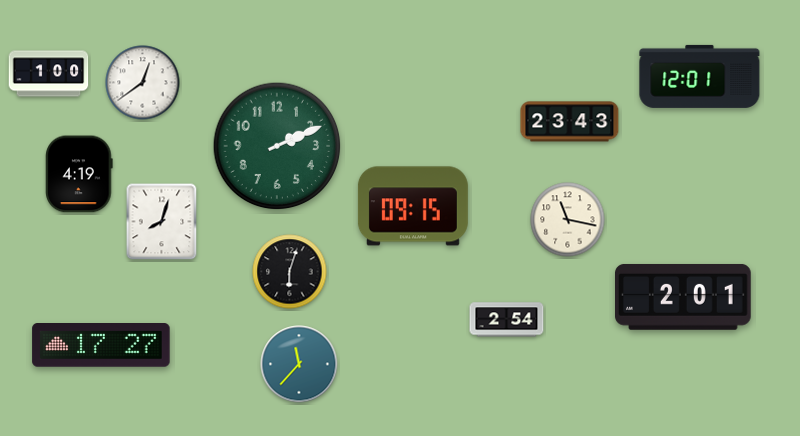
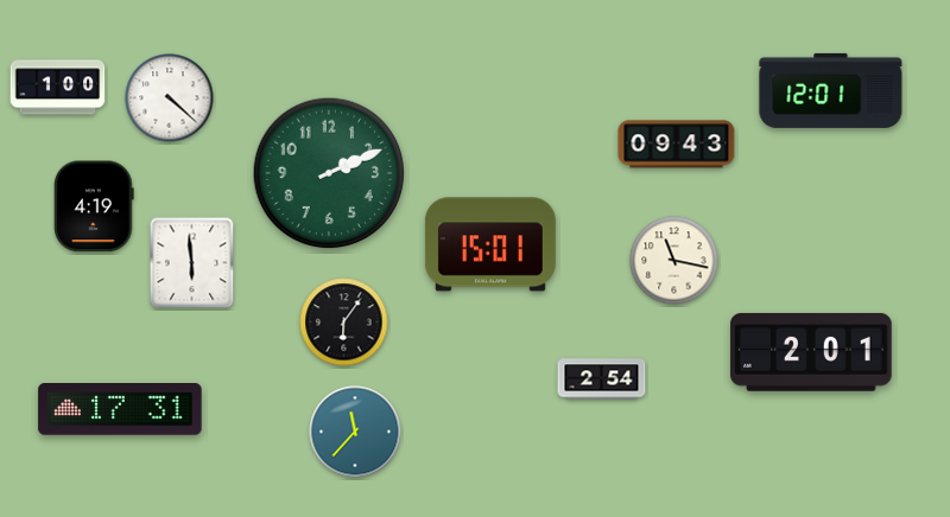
clock at (143, 83): 12:39 -> 4:22
clock at (570, 122): 23:43 -> 09:43
clock at (413, 206): 09:15 -> 15:01
clock at (162, 222): 8:03 -> 5:59
clock at (290, 272): 6:03 -> 6:06
clock at (101, 345): 17:27 -> 17:31
